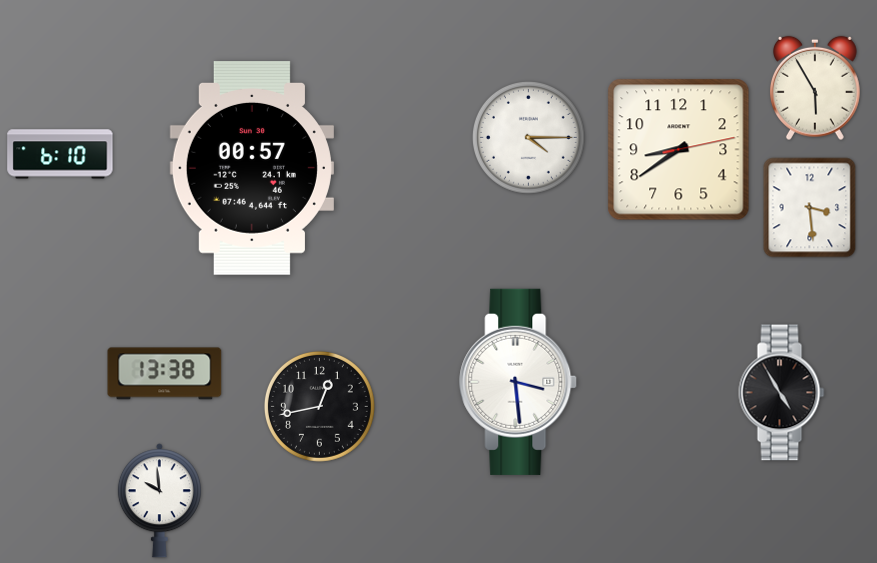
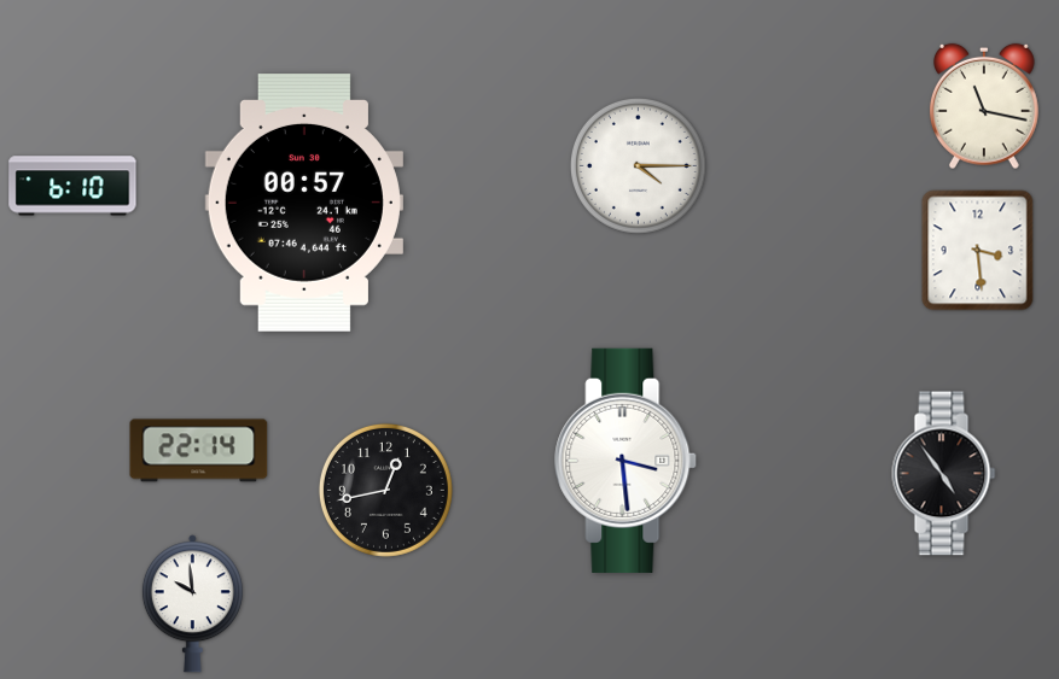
clock at (815, 88): 5:55 -> 11:17
clock at (679, 150): 8:39 -> none
clock at (165, 374): 13:38 -> 22:14
clock at (782, 393): 4:55 -> 4:54
